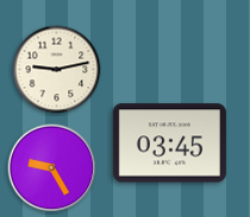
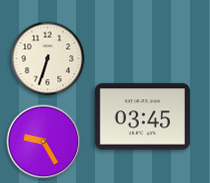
clock at (57, 70): 9:13 -> 6:33
clock at (169, 143) position: (169, 143) -> (142, 117)
